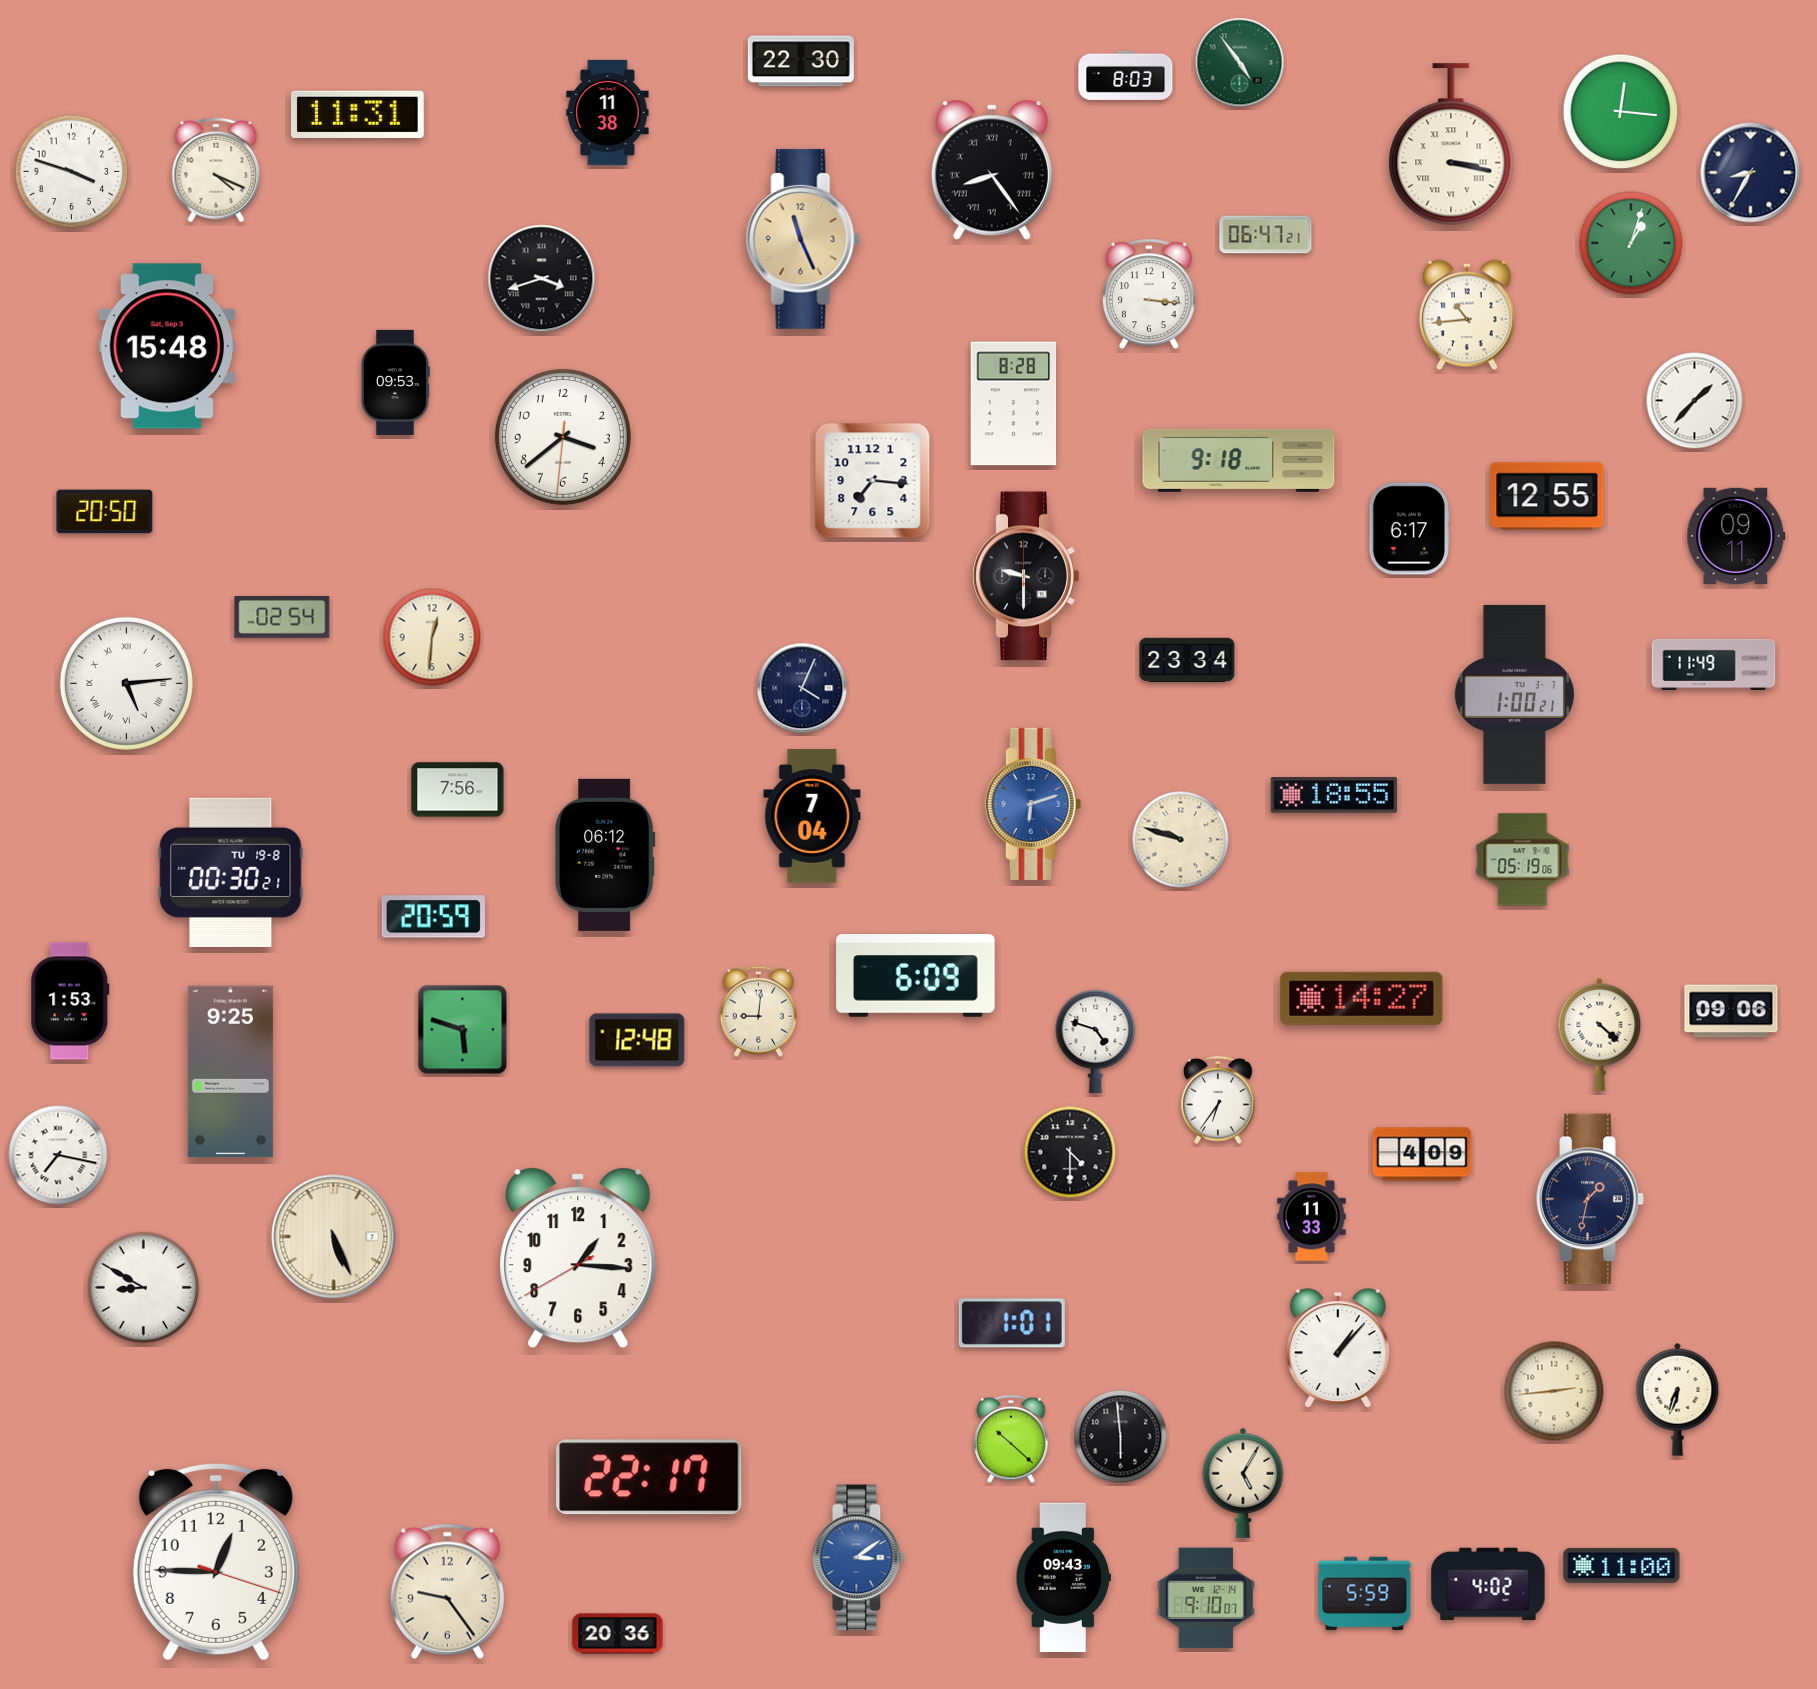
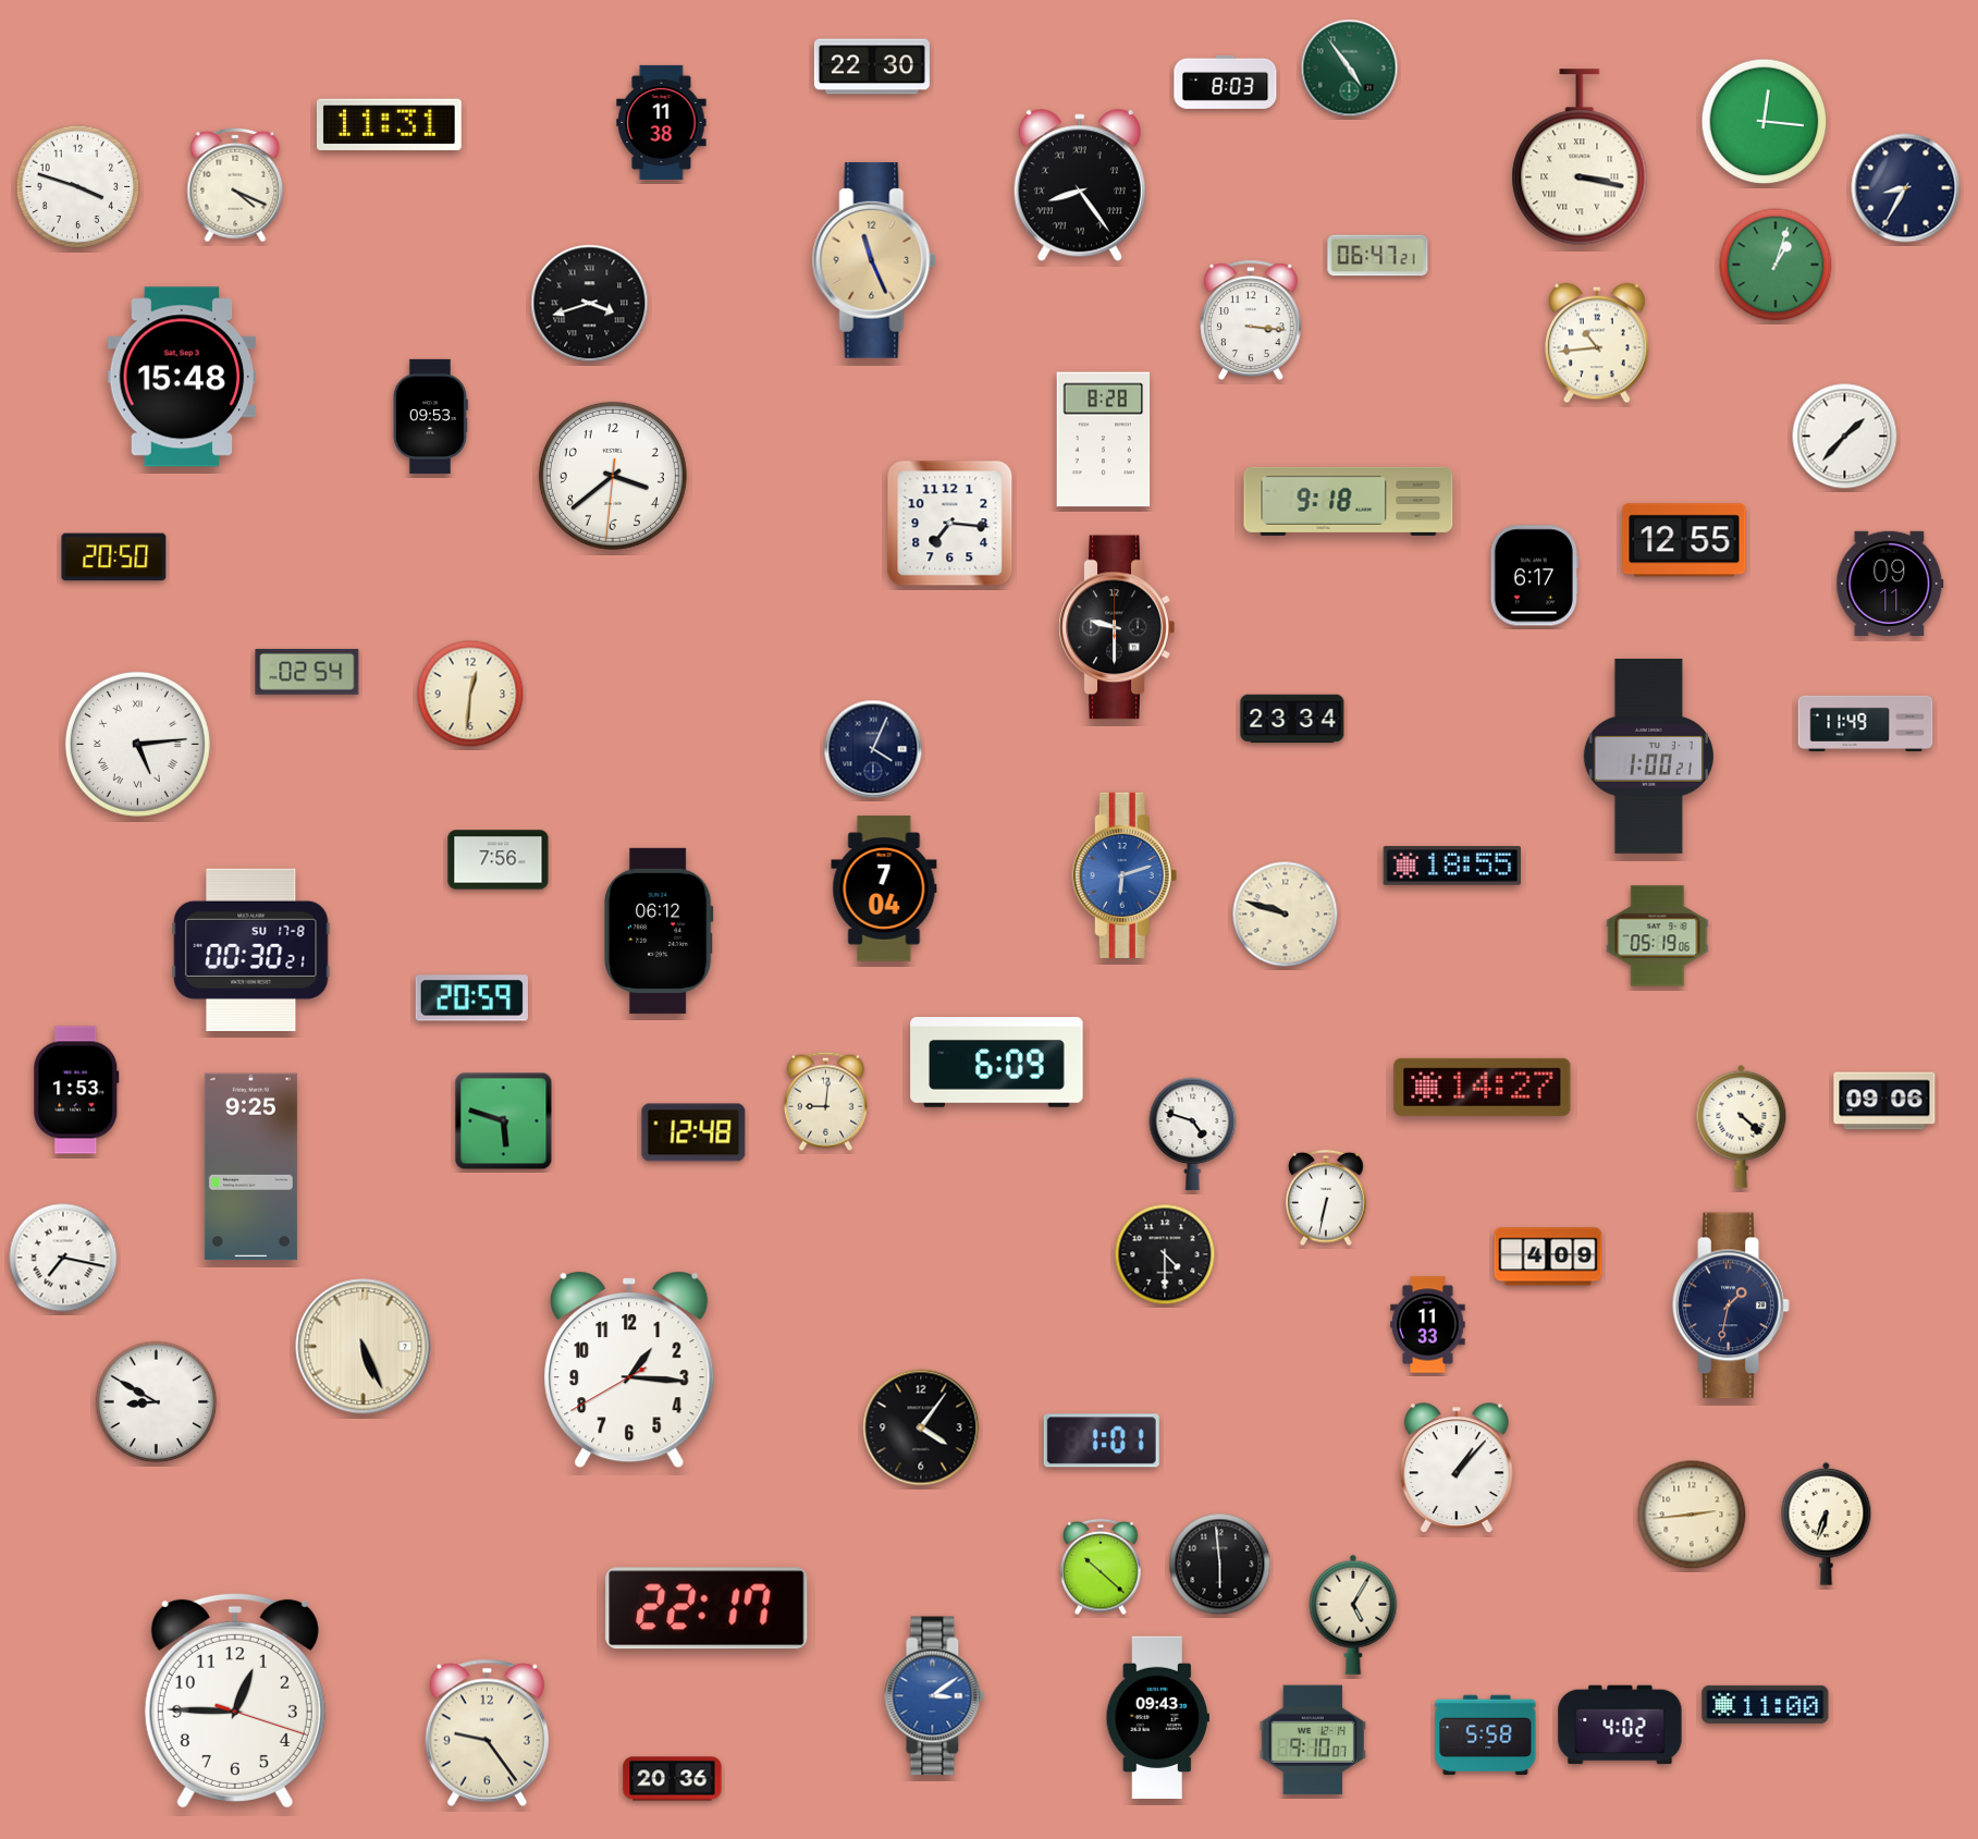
clock at (231, 872) date: TU 19-8 -> SU 17-8
clock at (1218, 1100): 6:36 -> 6:32
clock at (921, 1427): none -> 4:06
clock at (1365, 1594): 5:59 -> 5:58
